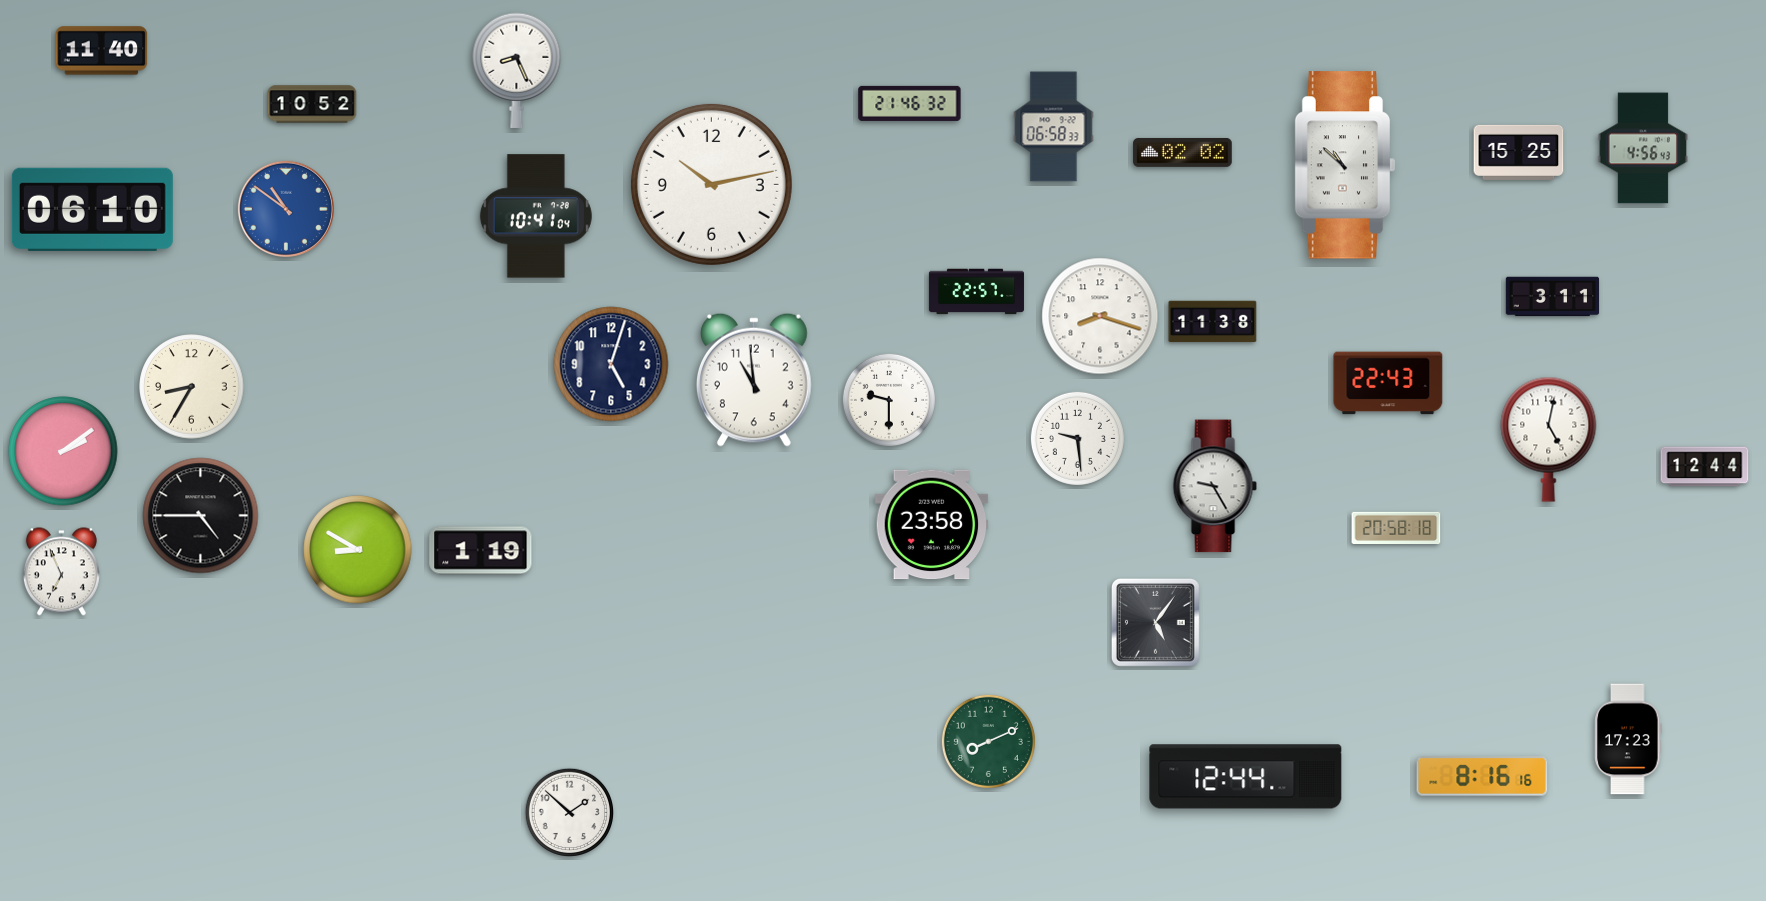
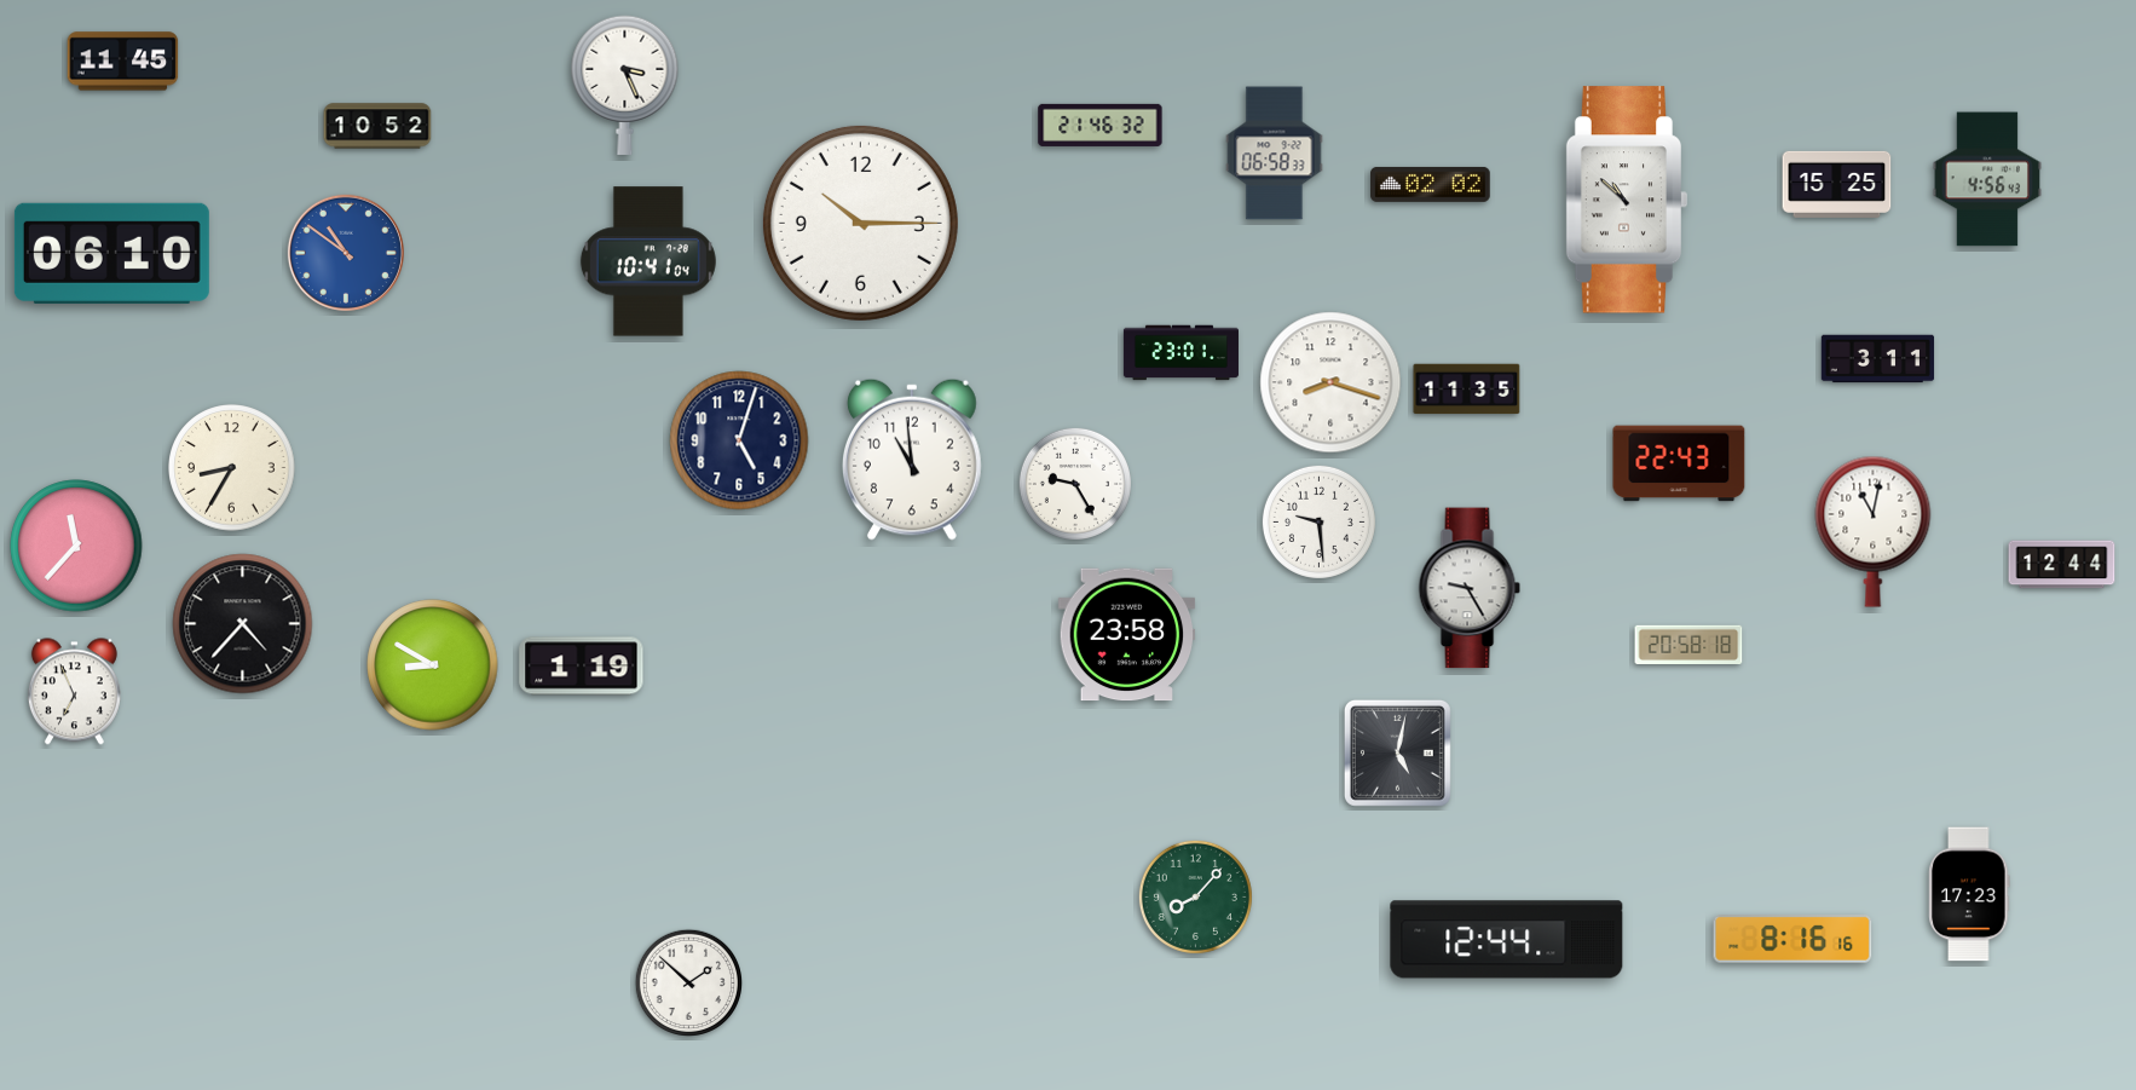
clock at (102, 51): 11:40 -> 11:45
clock at (517, 70): 8:26 -> 3:26
clock at (711, 184): 10:13 -> 10:15
clock at (976, 292): 22:57 -> 23:01
clock at (1213, 322): 11:38 -> 11:35
clock at (889, 400): 9:30 -> 9:25
clock at (1077, 438) position: (1077, 438) -> (1318, 521)
clock at (1549, 439): 5:02 -> 11:02
clock at (63, 451): 2:09 -> 11:37
clock at (201, 516): 4:45 -> 4:37
clock at (1396, 527) position: (1396, 527) -> (1688, 644)
clock at (1155, 622): 5:06 -> 5:02
clock at (988, 741): 8:11 -> 8:07
